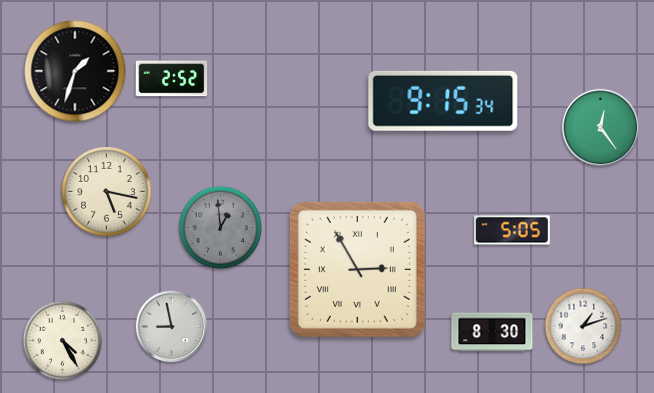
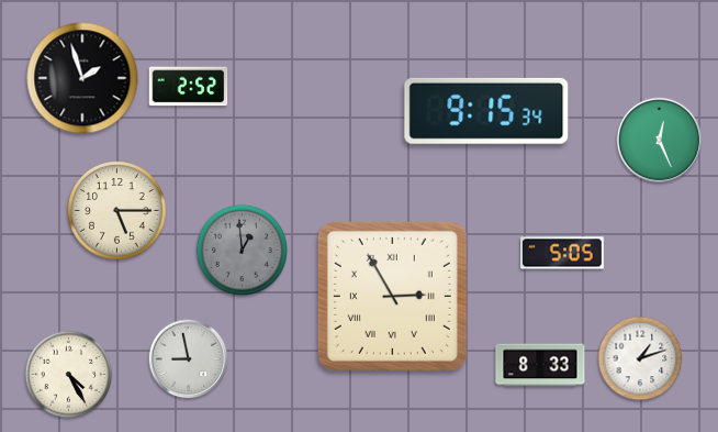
clock at (75, 71): 1:33 -> 1:57
clock at (601, 128): 12:24 -> 12:26
clock at (107, 192): 5:17 -> 5:15
clock at (492, 332): 8:30 -> 8:33
